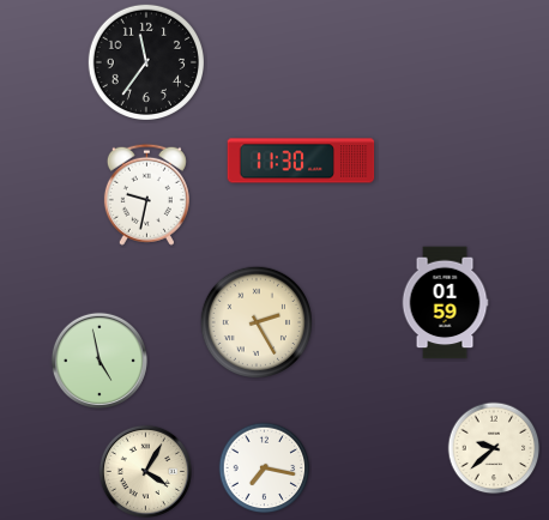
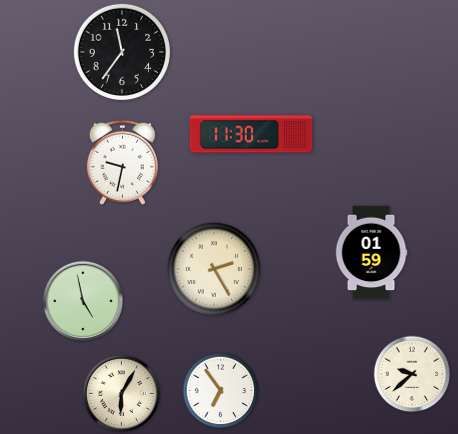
clock at (265, 468): 7:17 -> 6:54
clock at (145, 471): 4:05 -> 6:05
